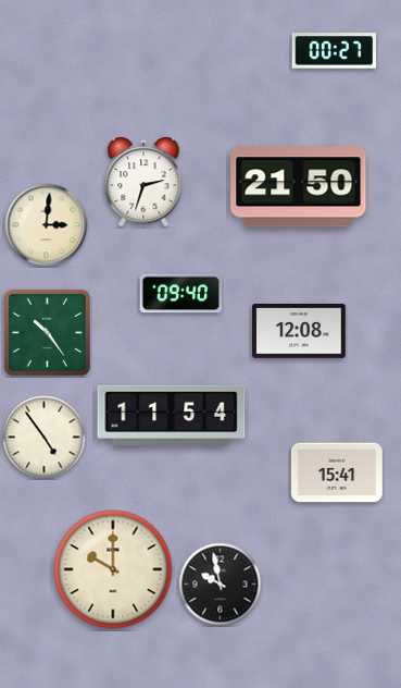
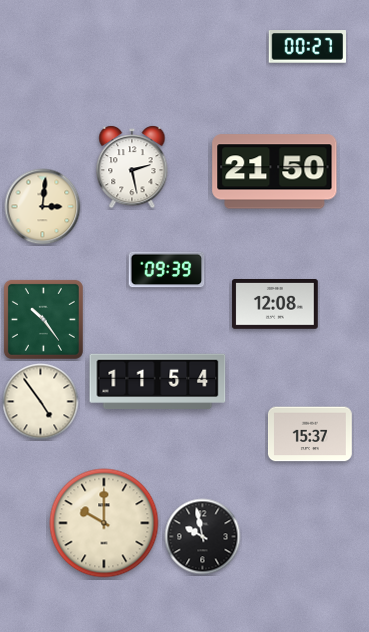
clock at (143, 182): 2:33 -> 2:28
clock at (181, 294): 09:40 -> 09:39
clock at (47, 332) position: (47, 332) -> (43, 319)
clock at (337, 472): 15:41 -> 15:37
